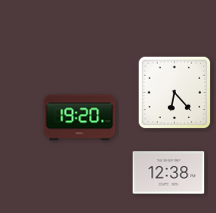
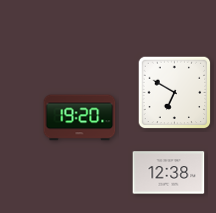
clock at (175, 93): 6:23 -> 6:50
